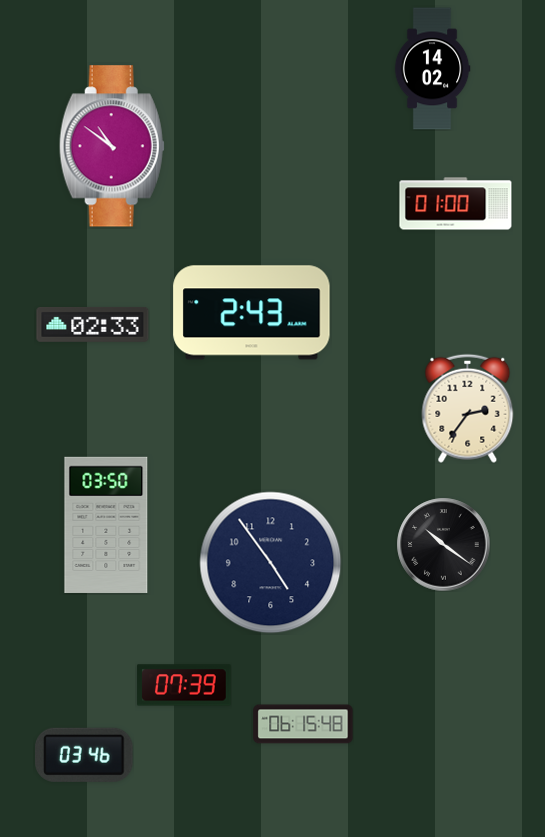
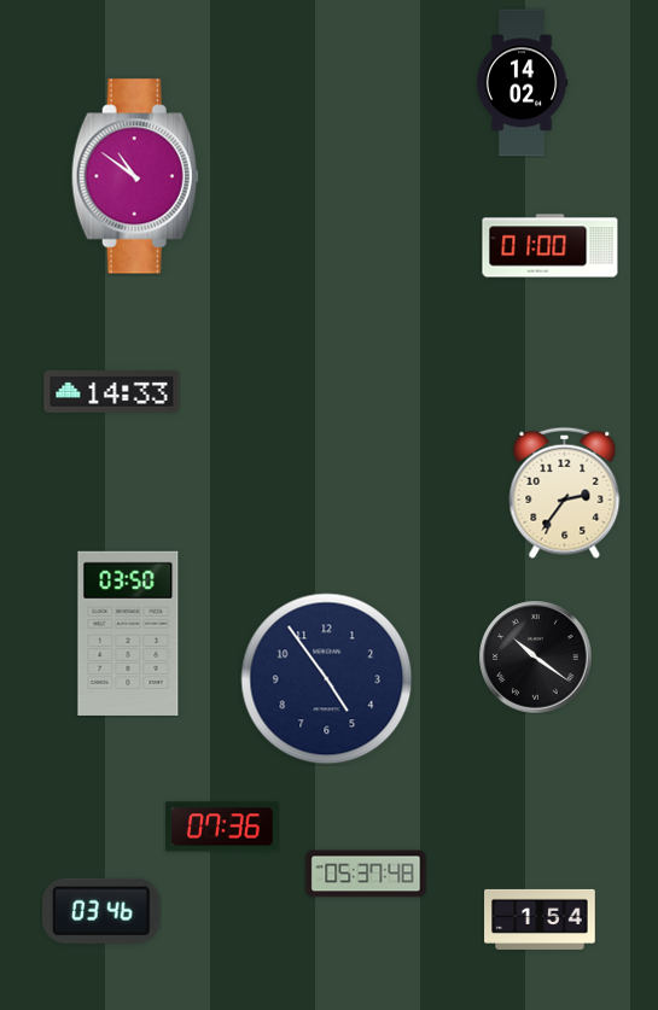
clock at (252, 313): 2:43 -> none
clock at (93, 325): 02:33 -> 14:33
clock at (184, 685): 07:39 -> 07:36
clock at (303, 724): 06:15 -> 05:37
clock at (540, 919): none -> 1:54
